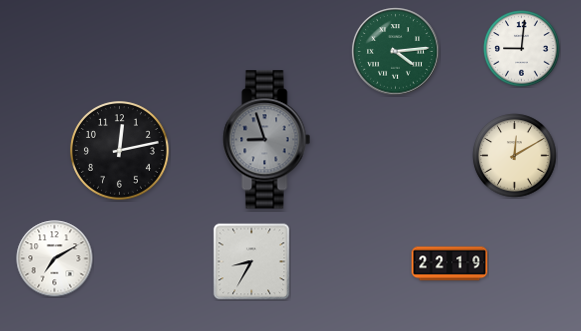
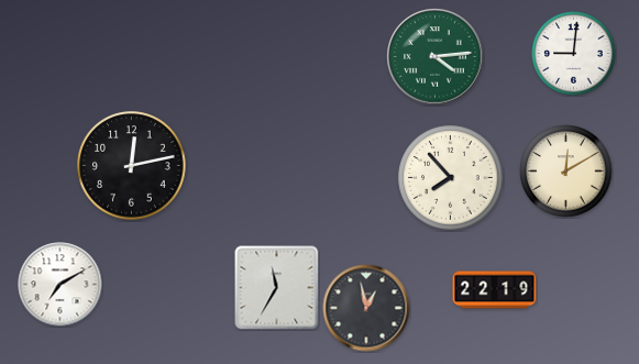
clock at (267, 140): 8:57 -> none
clock at (451, 178): none -> 7:53
clock at (252, 262): 8:35 -> 11:35
clock at (366, 308): none -> 12:58
